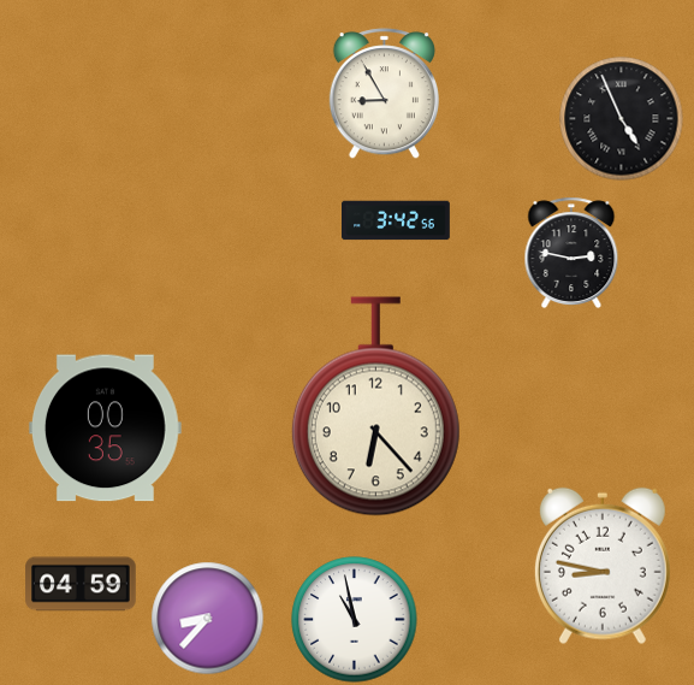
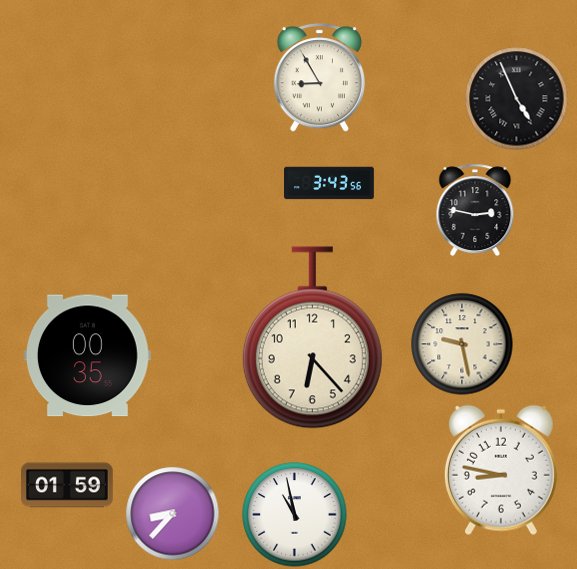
clock at (397, 220): 3:42 -> 3:43
clock at (462, 344): none -> 9:28
clock at (81, 584): 04:59 -> 01:59
